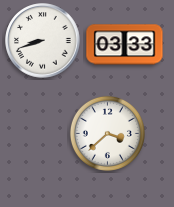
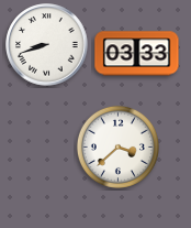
clock at (125, 45) position: (125, 45) -> (137, 54)
